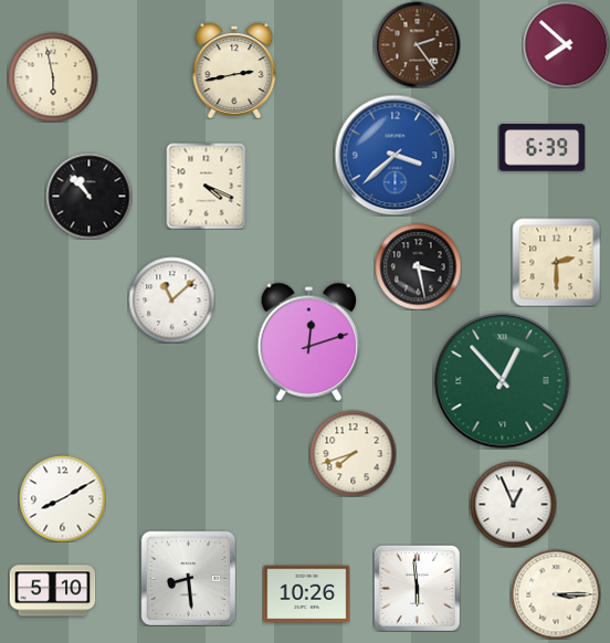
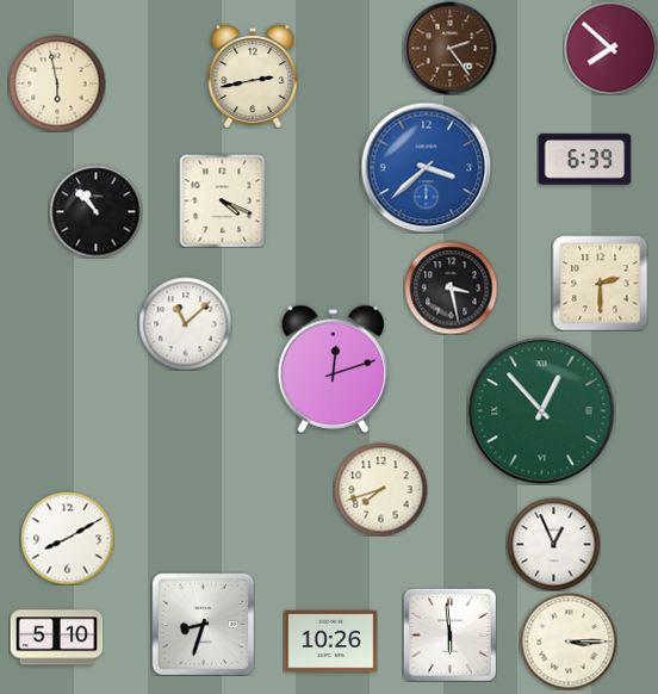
clock at (188, 578): 8:29 -> 8:33
clock at (556, 594) position: (556, 594) -> (569, 642)
